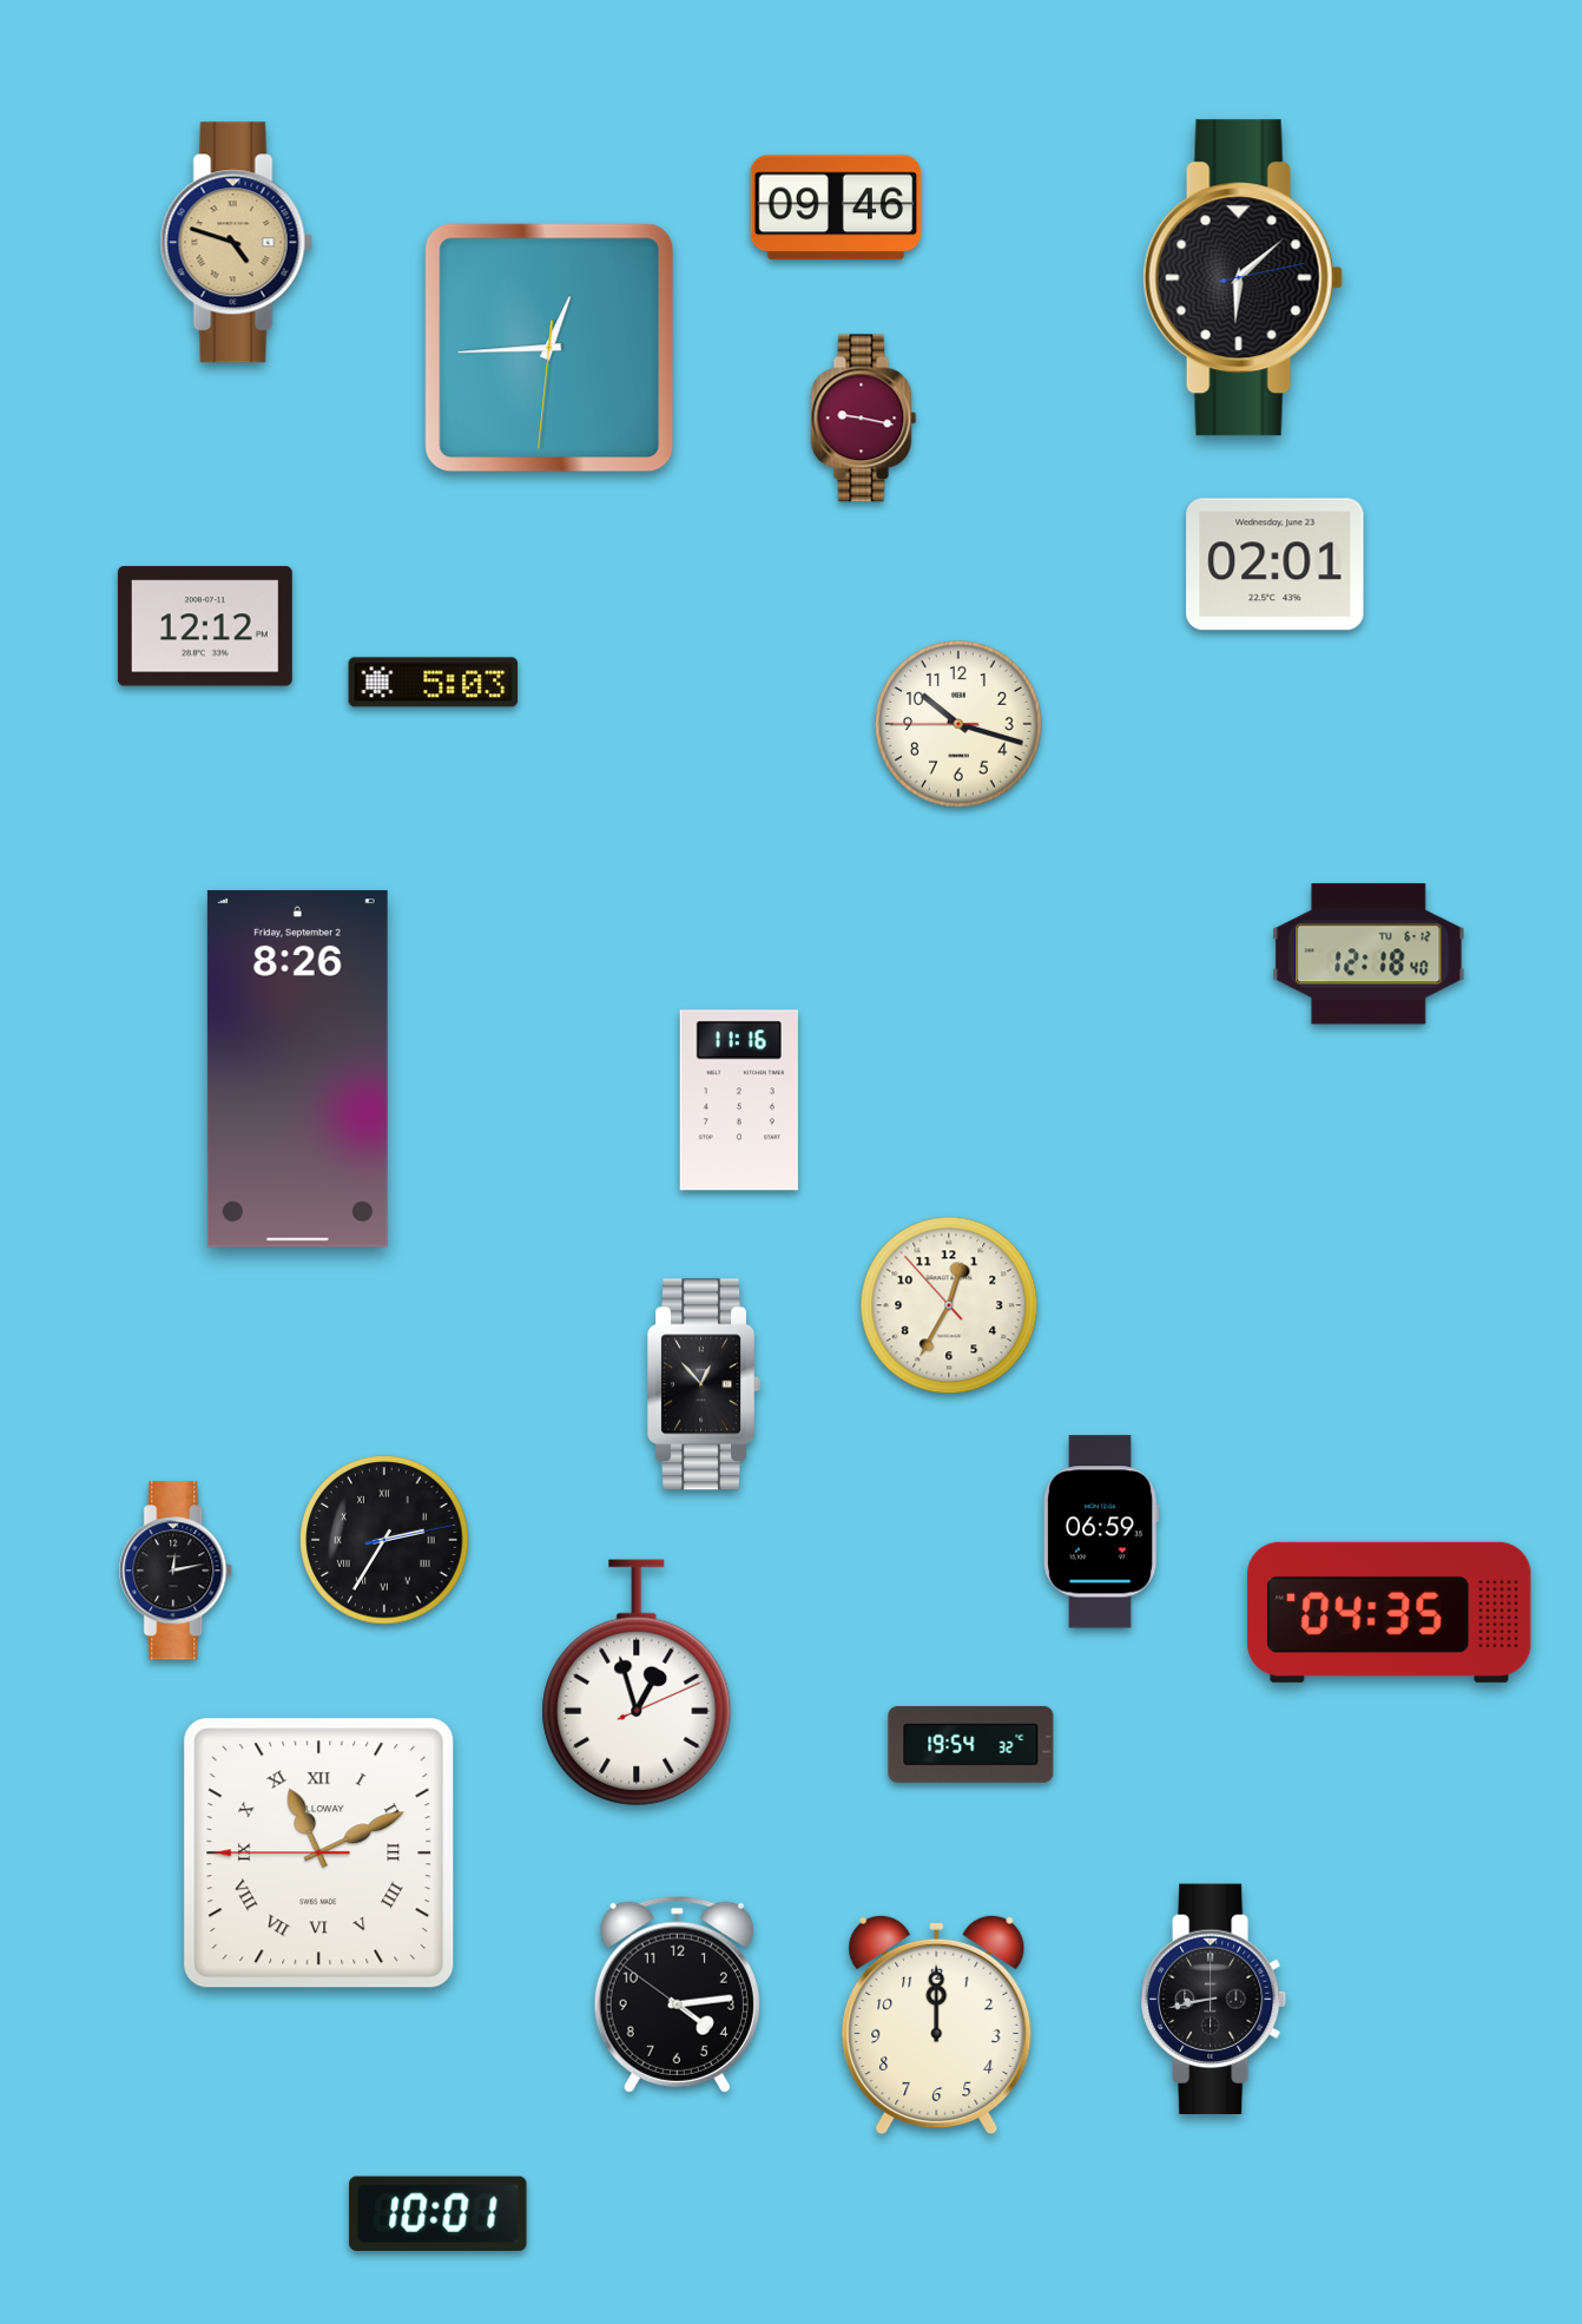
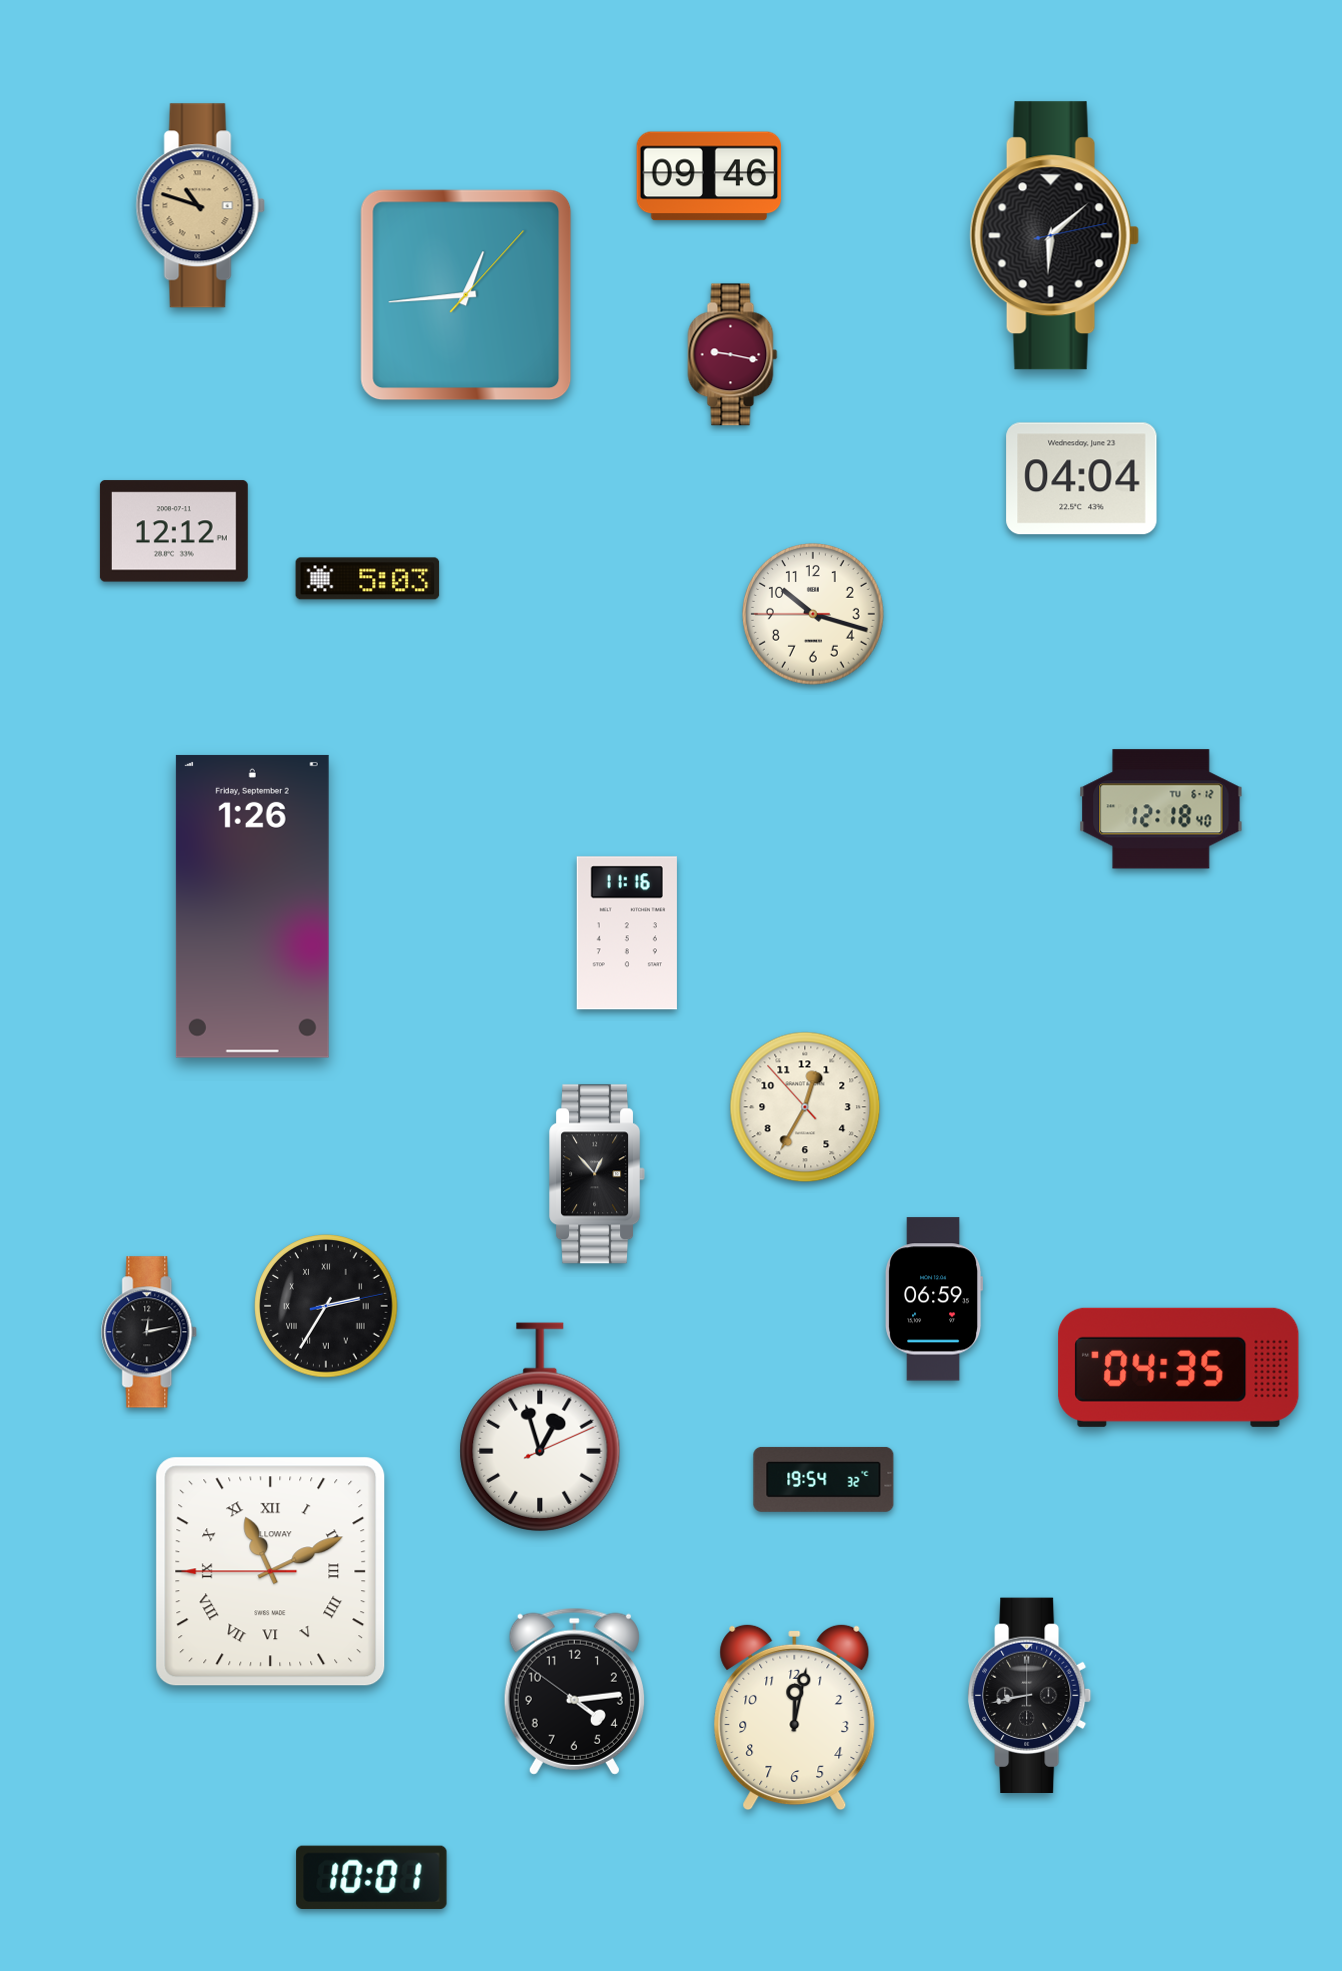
clock at (236, 243): 4:48 -> 10:48
clock at (549, 348): 12:44:31 -> 12:44:07
clock at (1276, 565): 02:01 -> 04:04
clock at (297, 1068): 8:26 -> 1:26
clock at (937, 2025): 12:00 -> 12:02
